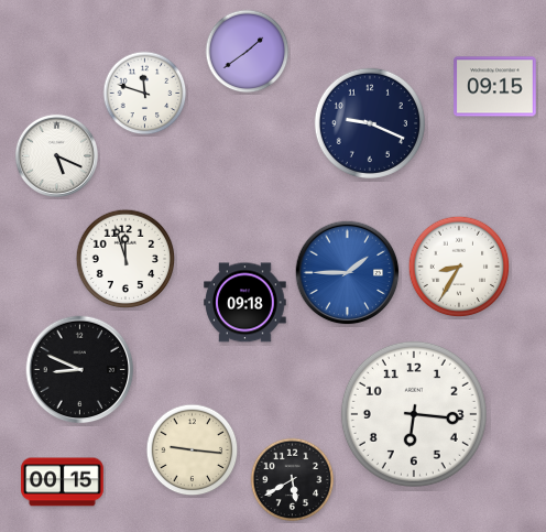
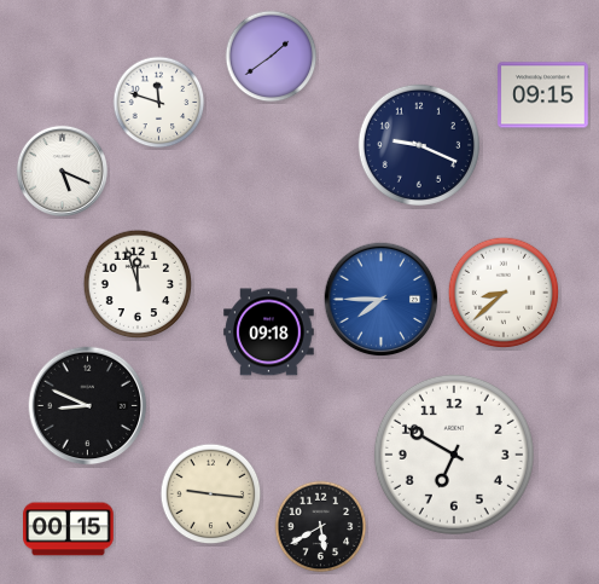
clock at (369, 122) position: (369, 122) -> (418, 144)
clock at (459, 267): 8:35 -> 8:38
clock at (348, 273): 1:45 -> 7:45
clock at (414, 414): 6:16 -> 6:50
